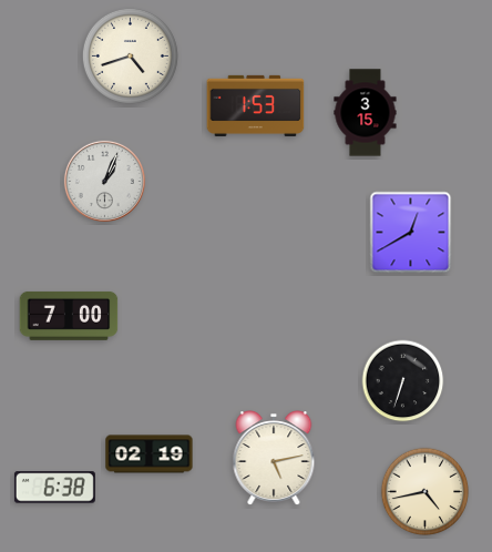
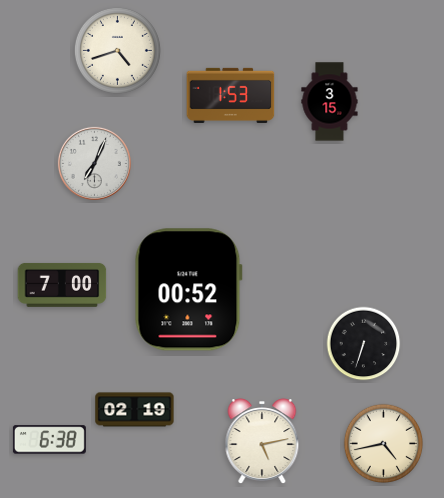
clock at (104, 181): 1:04 -> 7:04
clock at (411, 233): 12:40 -> none
clock at (188, 290): none -> 00:52
clock at (274, 458) position: (274, 458) -> (262, 441)
